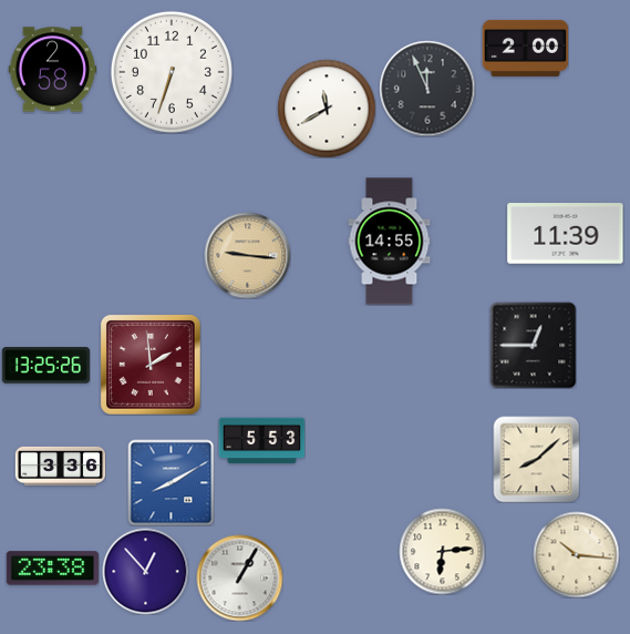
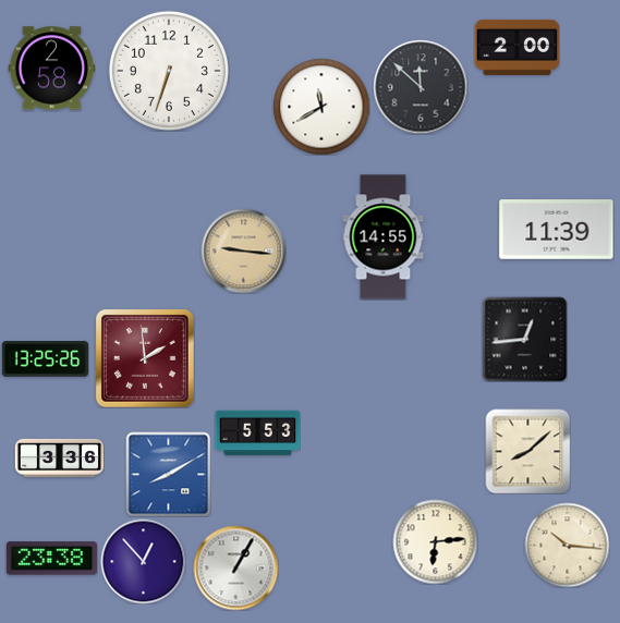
clock at (427, 89): 11:56 -> 11:52
clock at (533, 345): 12:45 -> 12:44
clock at (151, 365) position: (151, 365) -> (145, 358)
